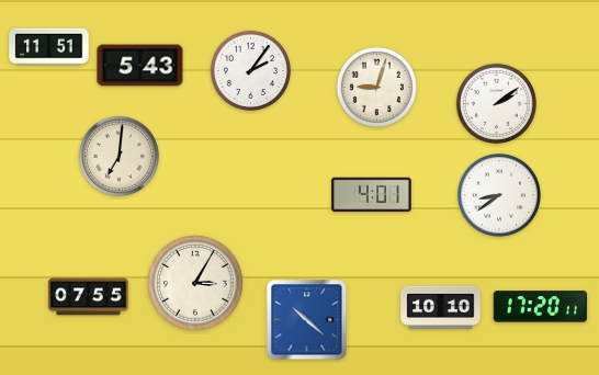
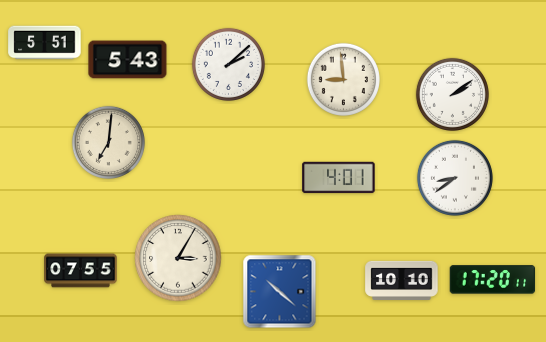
clock at (49, 47): 11:51 -> 5:51
clock at (250, 70): 2:06 -> 2:08
clock at (376, 87): 9:03 -> 8:59
